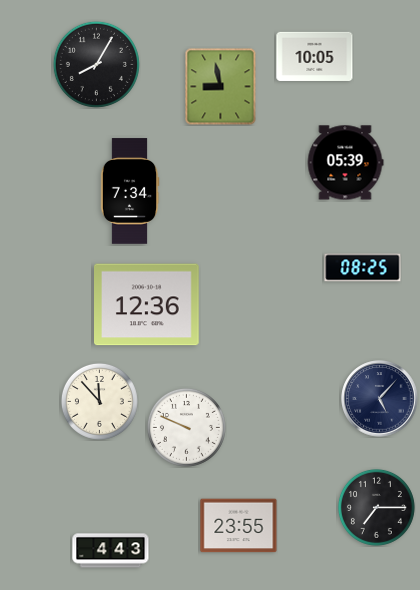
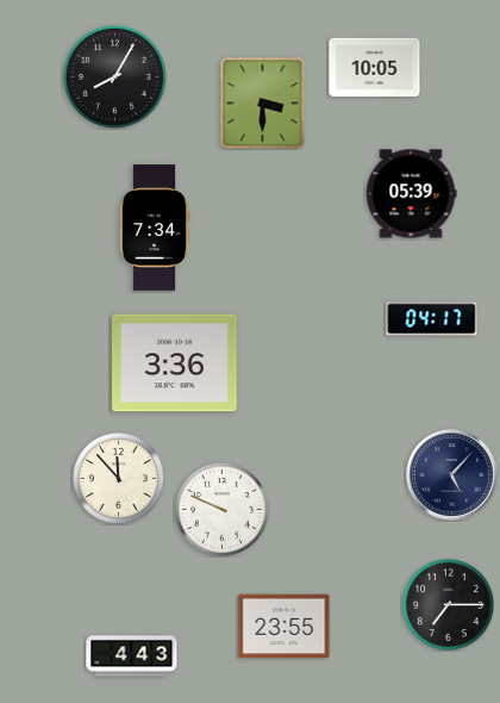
clock at (221, 86): 8:58 -> 3:30
clock at (363, 268): 08:25 -> 04:17
clock at (147, 305): 12:36 -> 3:36
